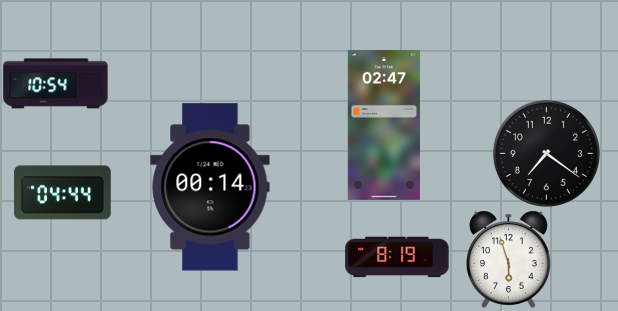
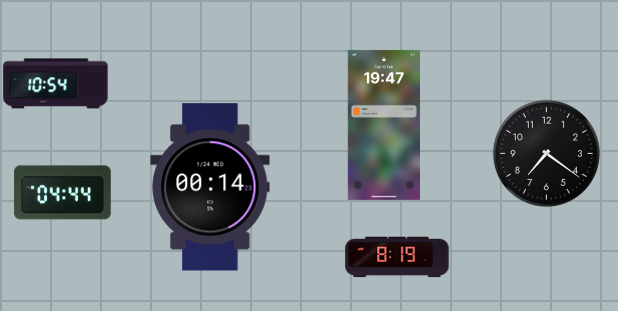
clock at (384, 125): 02:47 -> 19:47
clock at (509, 259): 5:57 -> none
